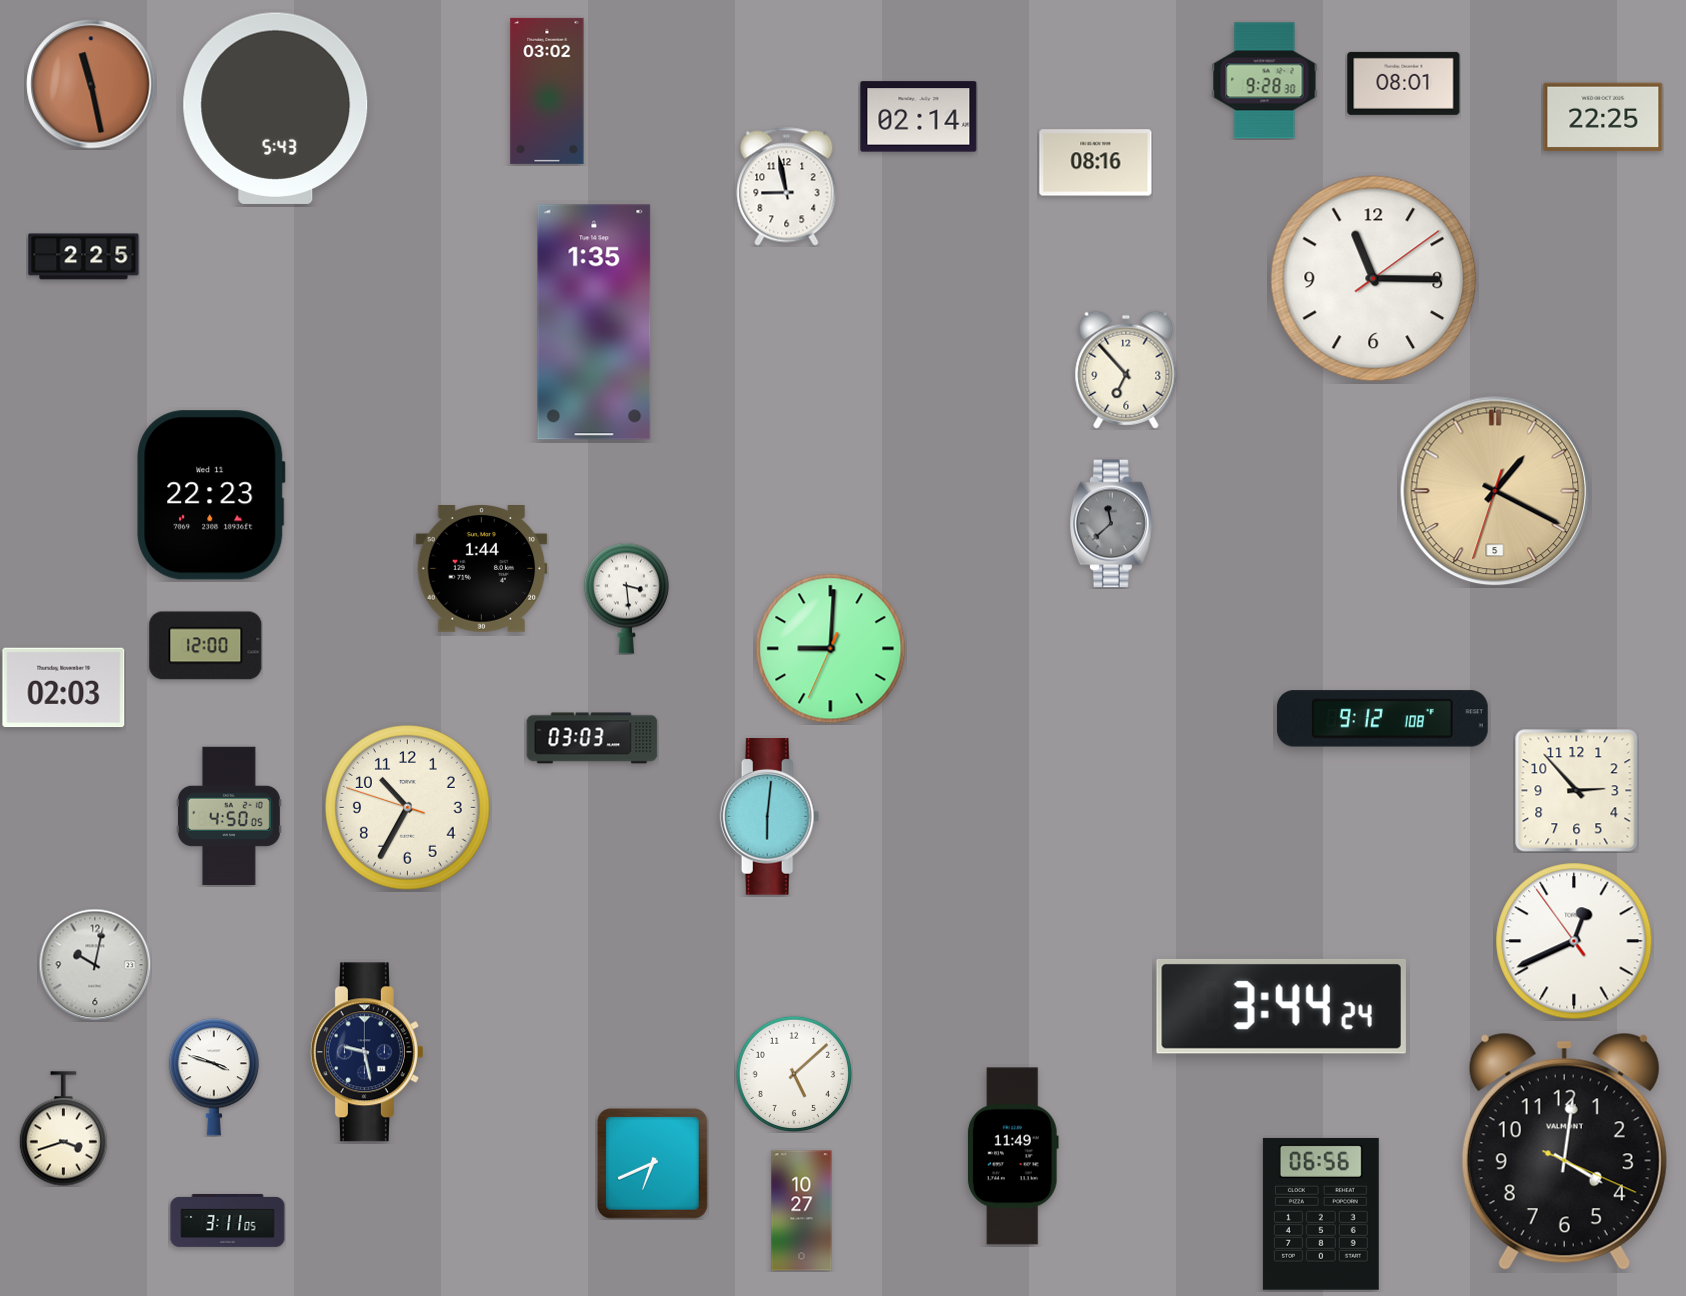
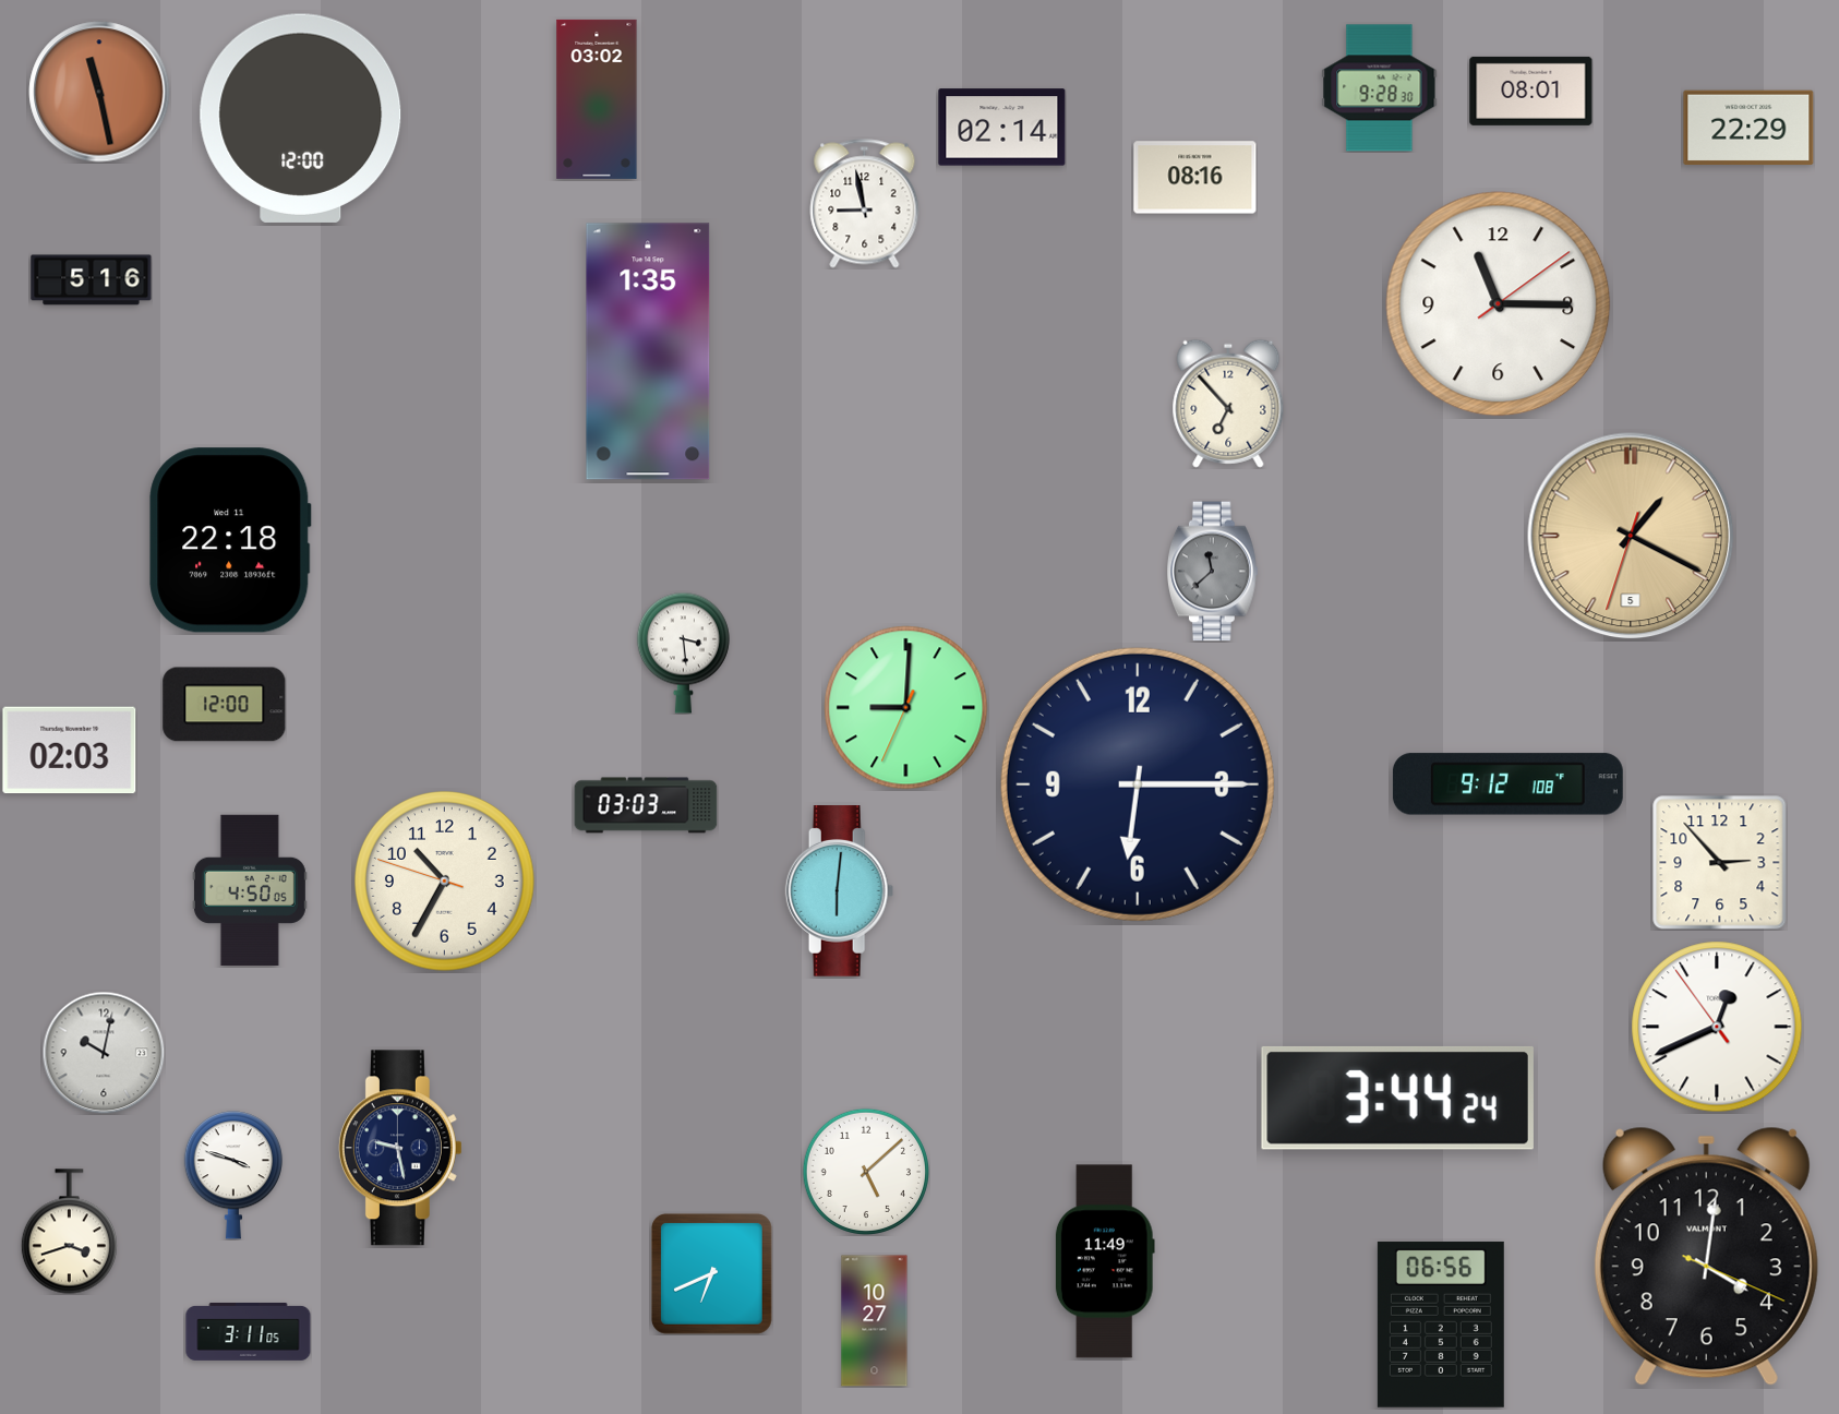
clock at (276, 108): 5:43 -> 12:00
clock at (1603, 117): 22:25 -> 22:29
clock at (787, 187) position: (787, 187) -> (865, 204)
clock at (84, 257): 2:25 -> 5:16
clock at (211, 495): 22:23 -> 22:18
clock at (482, 569): 1:44 -> none
clock at (1138, 784): none -> 6:15
clock at (652, 1163) position: (652, 1163) -> (711, 1273)
